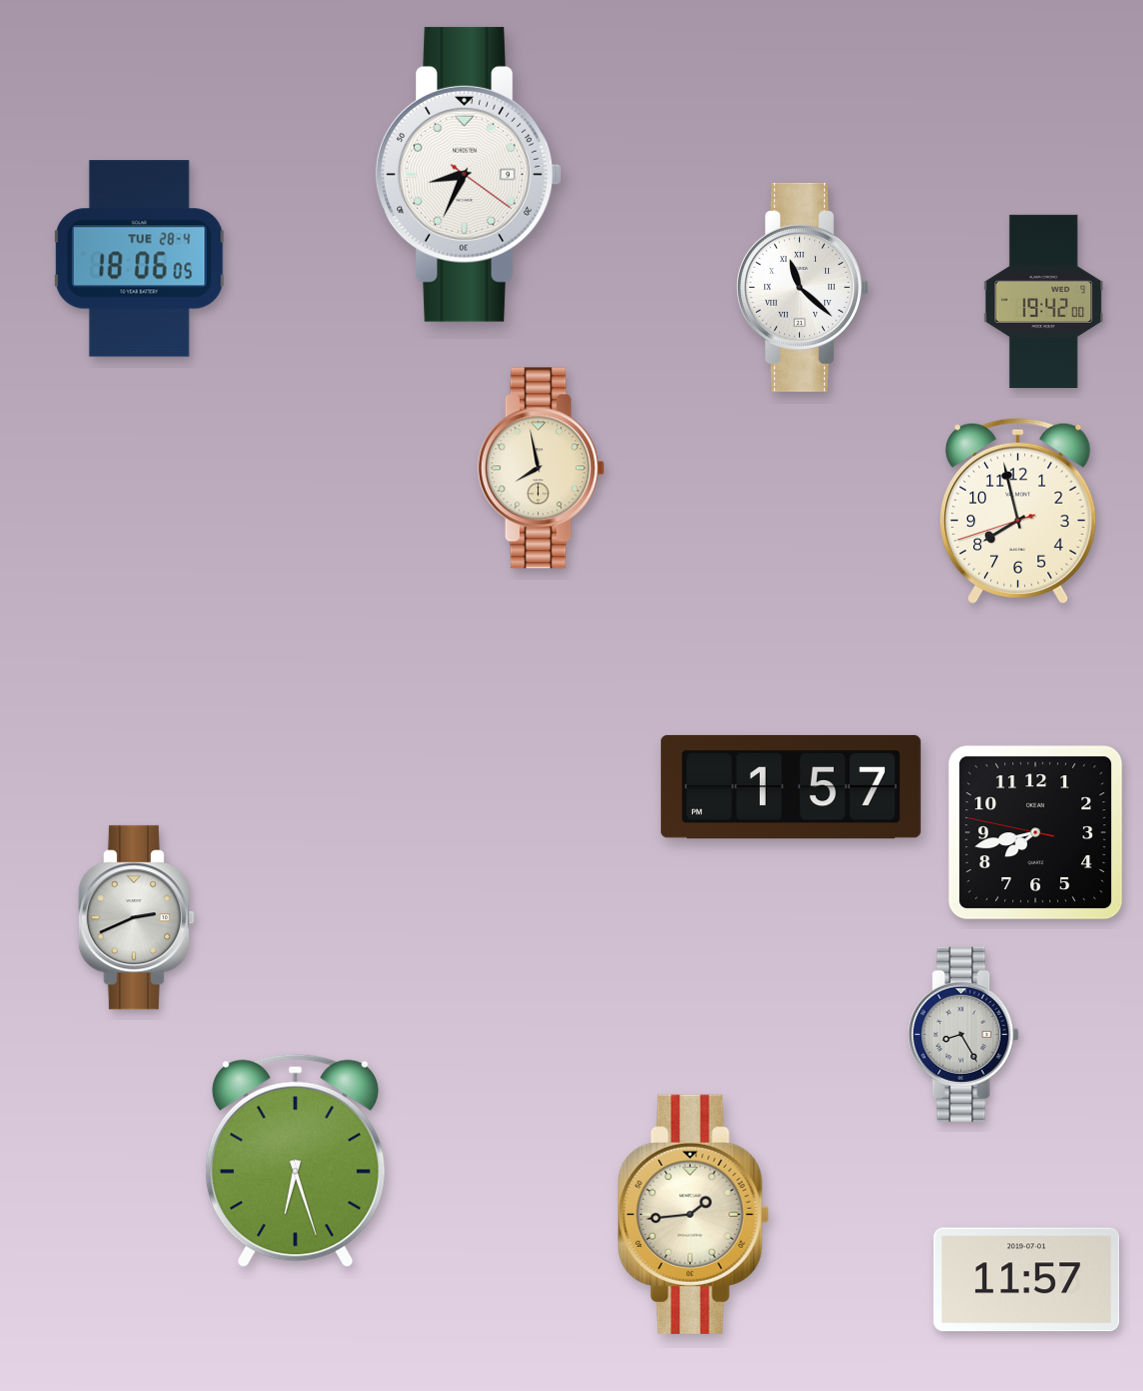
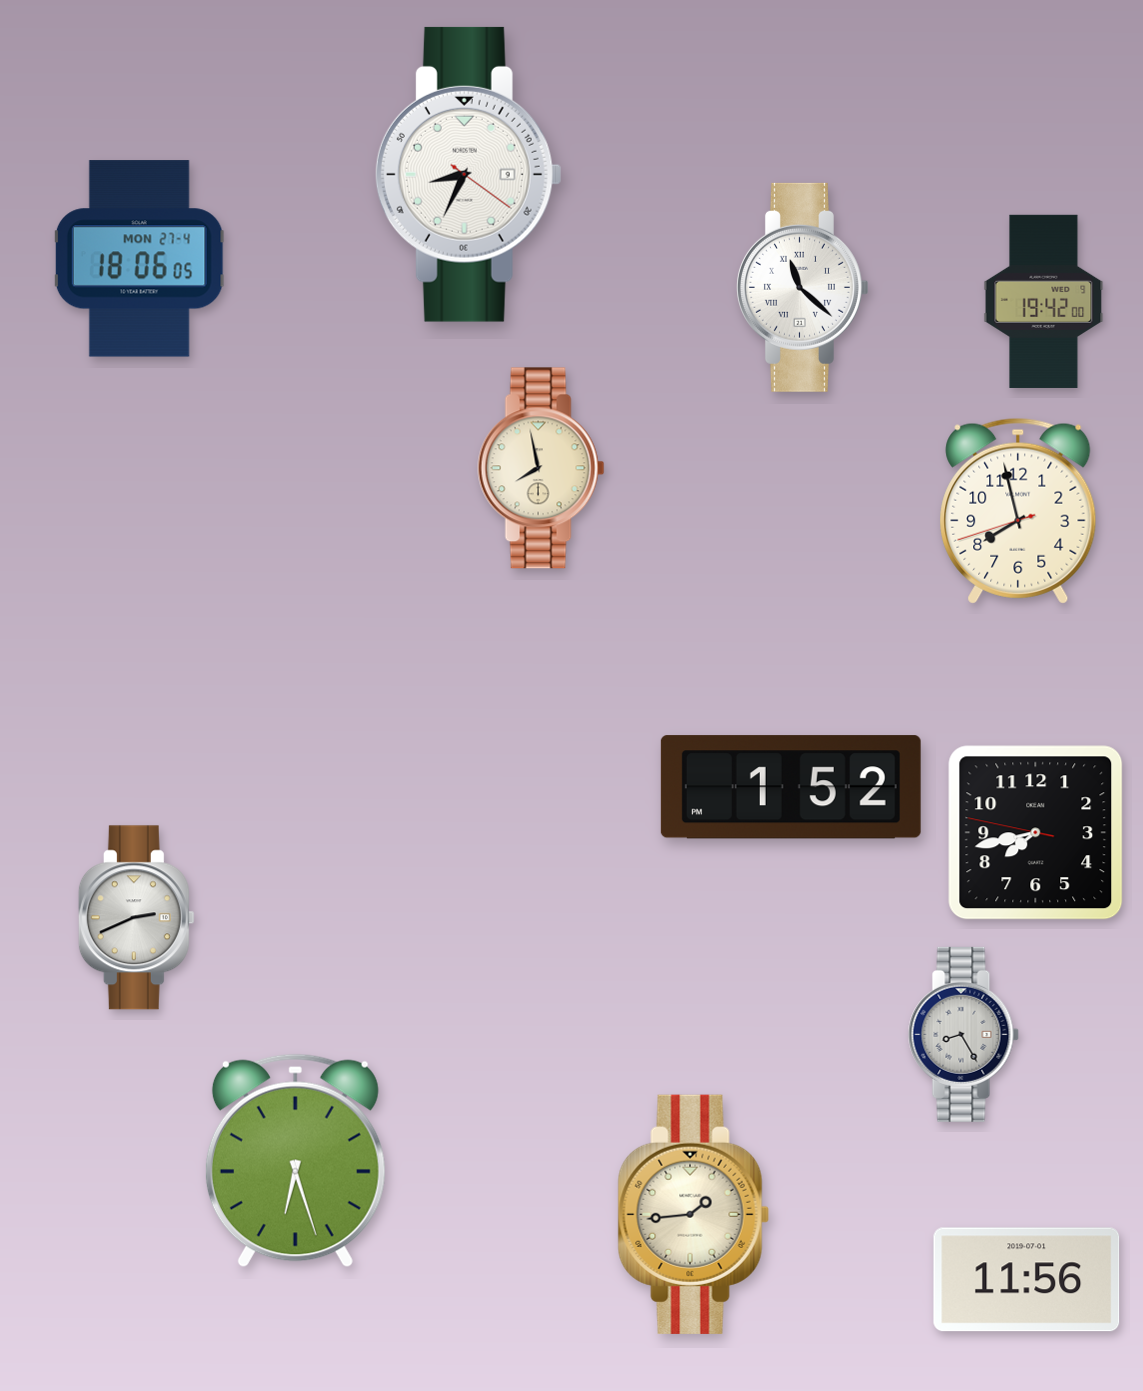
clock at (140, 259) date: TUE 28-4 -> MON 27-4
clock at (791, 787): 1:57 -> 1:52
clock at (1027, 1280): 11:57 -> 11:56
